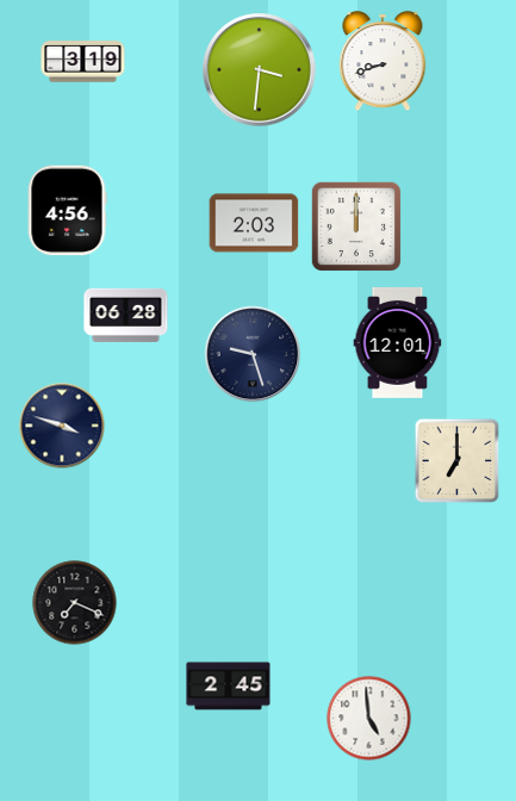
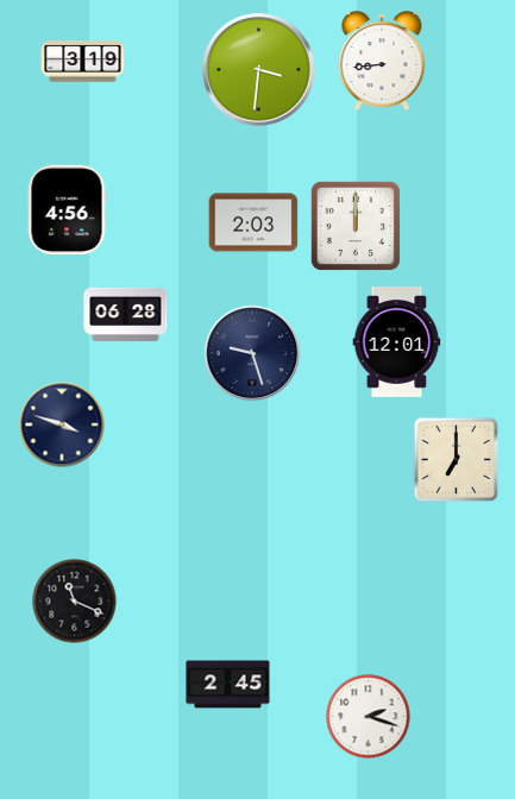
clock at (383, 62): 8:42 -> 8:44
clock at (75, 603): 7:19 -> 11:19
clock at (369, 719): 4:59 -> 2:18
